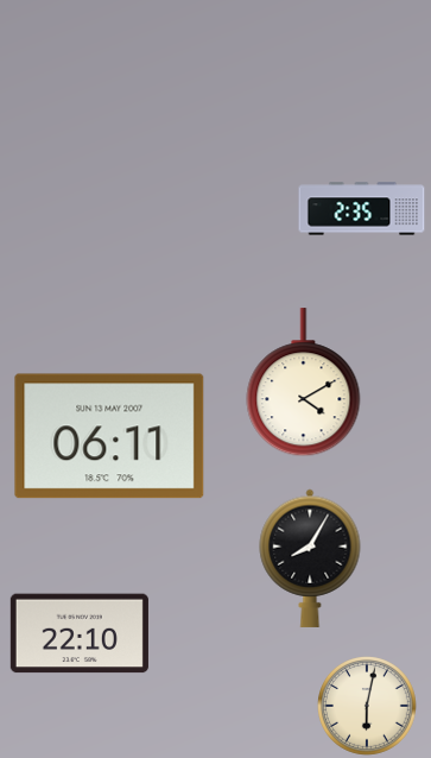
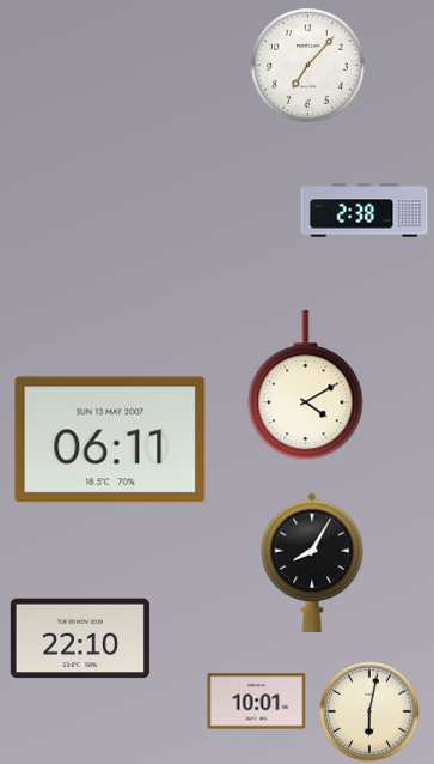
clock at (308, 66): none -> 7:07
clock at (362, 209): 2:35 -> 2:38
clock at (257, 702): none -> 10:01
